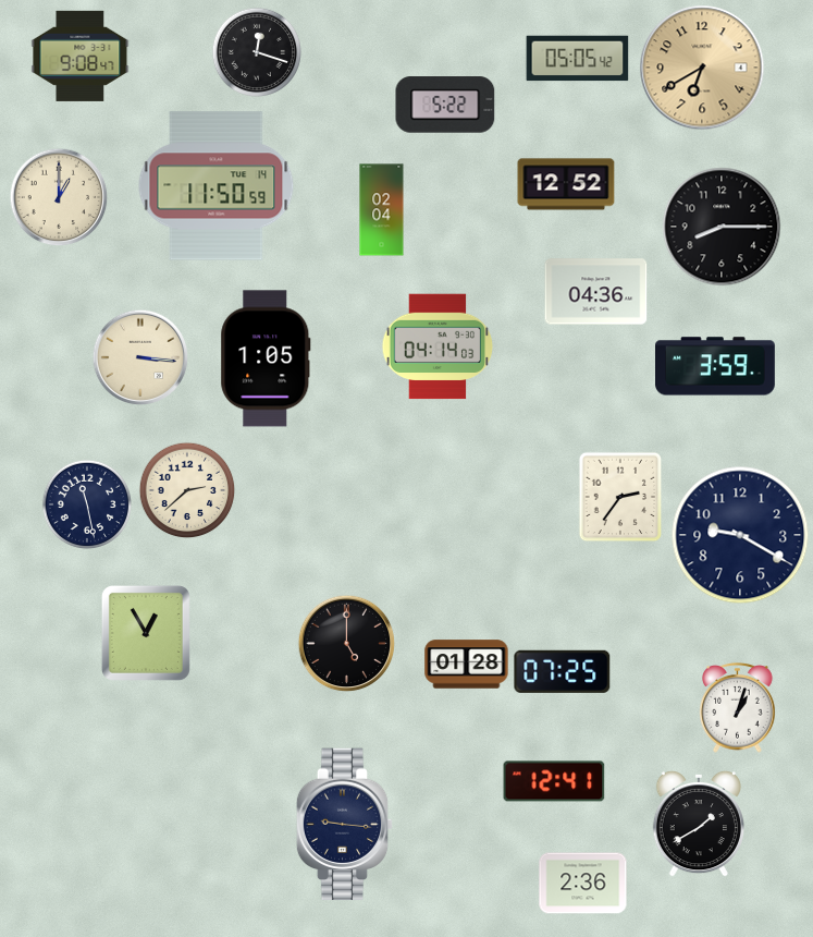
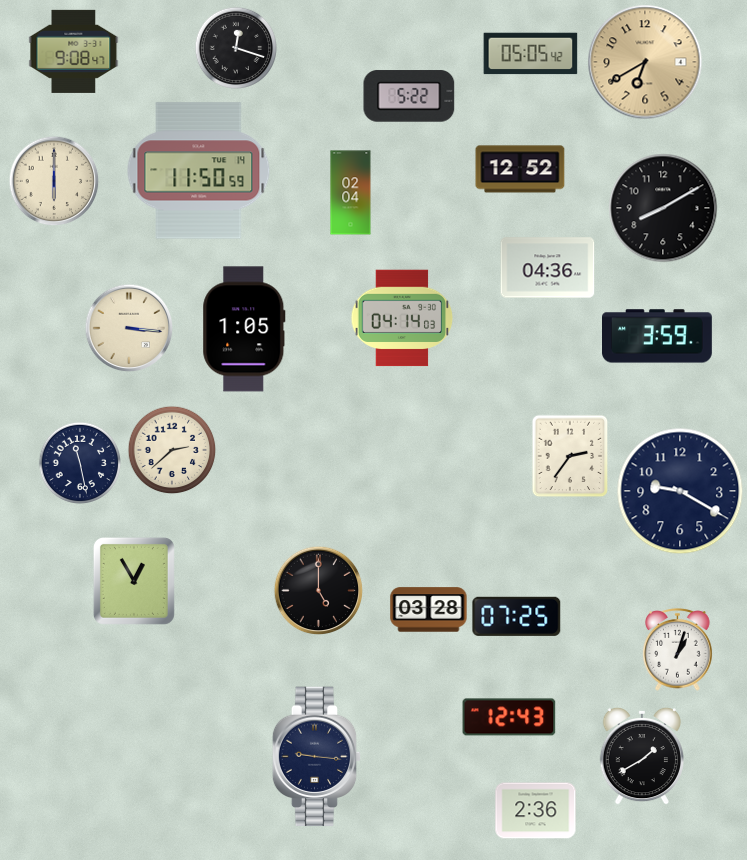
clock at (59, 197): 1:00 -> 6:00
clock at (722, 227): 8:15 -> 8:10
clock at (467, 665): 01:28 -> 03:28
clock at (554, 781): 12:41 -> 12:43
